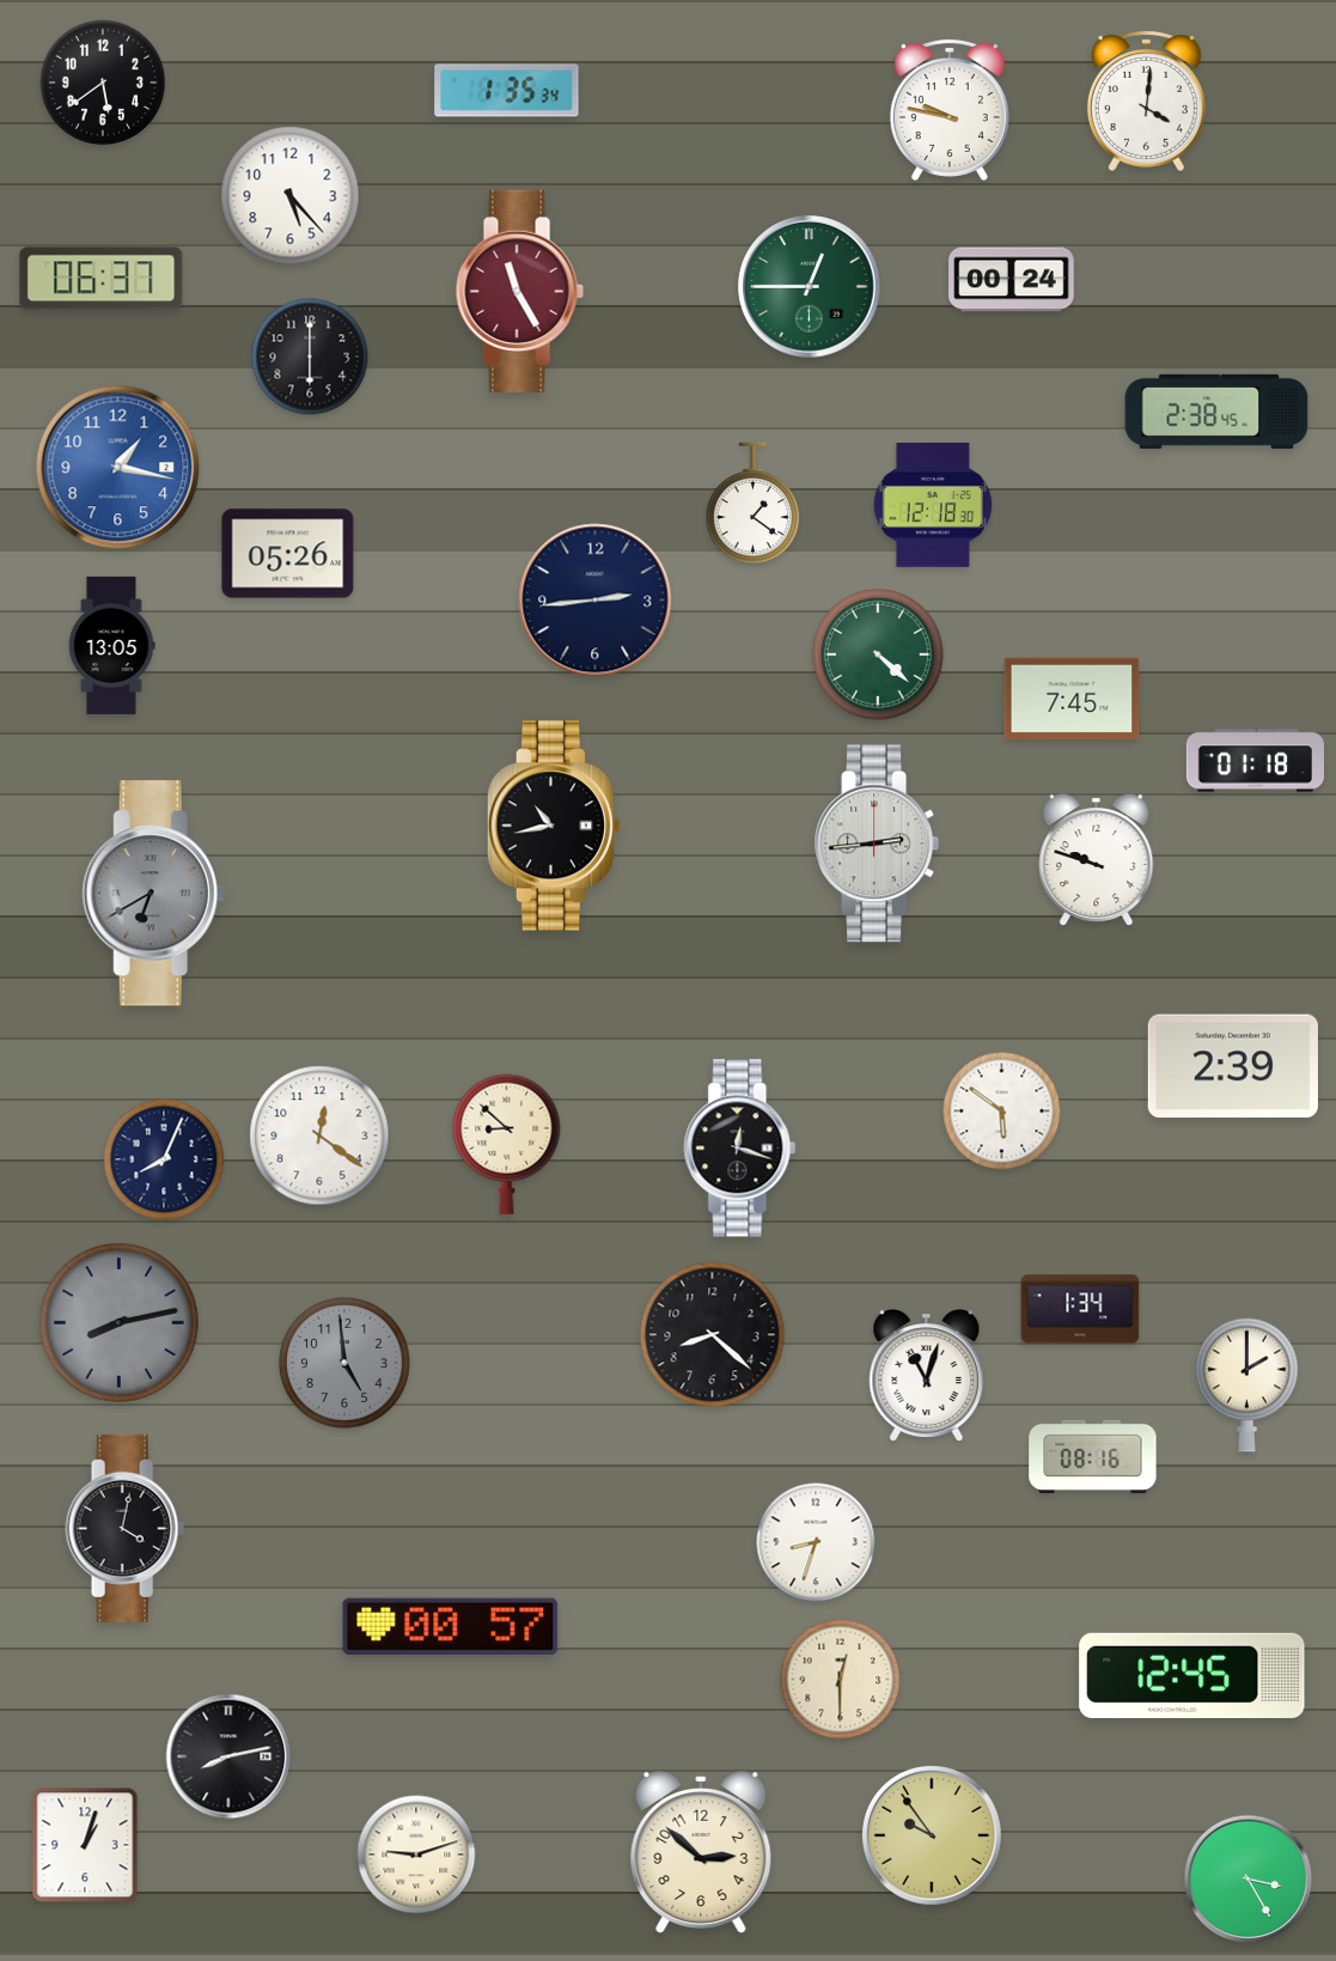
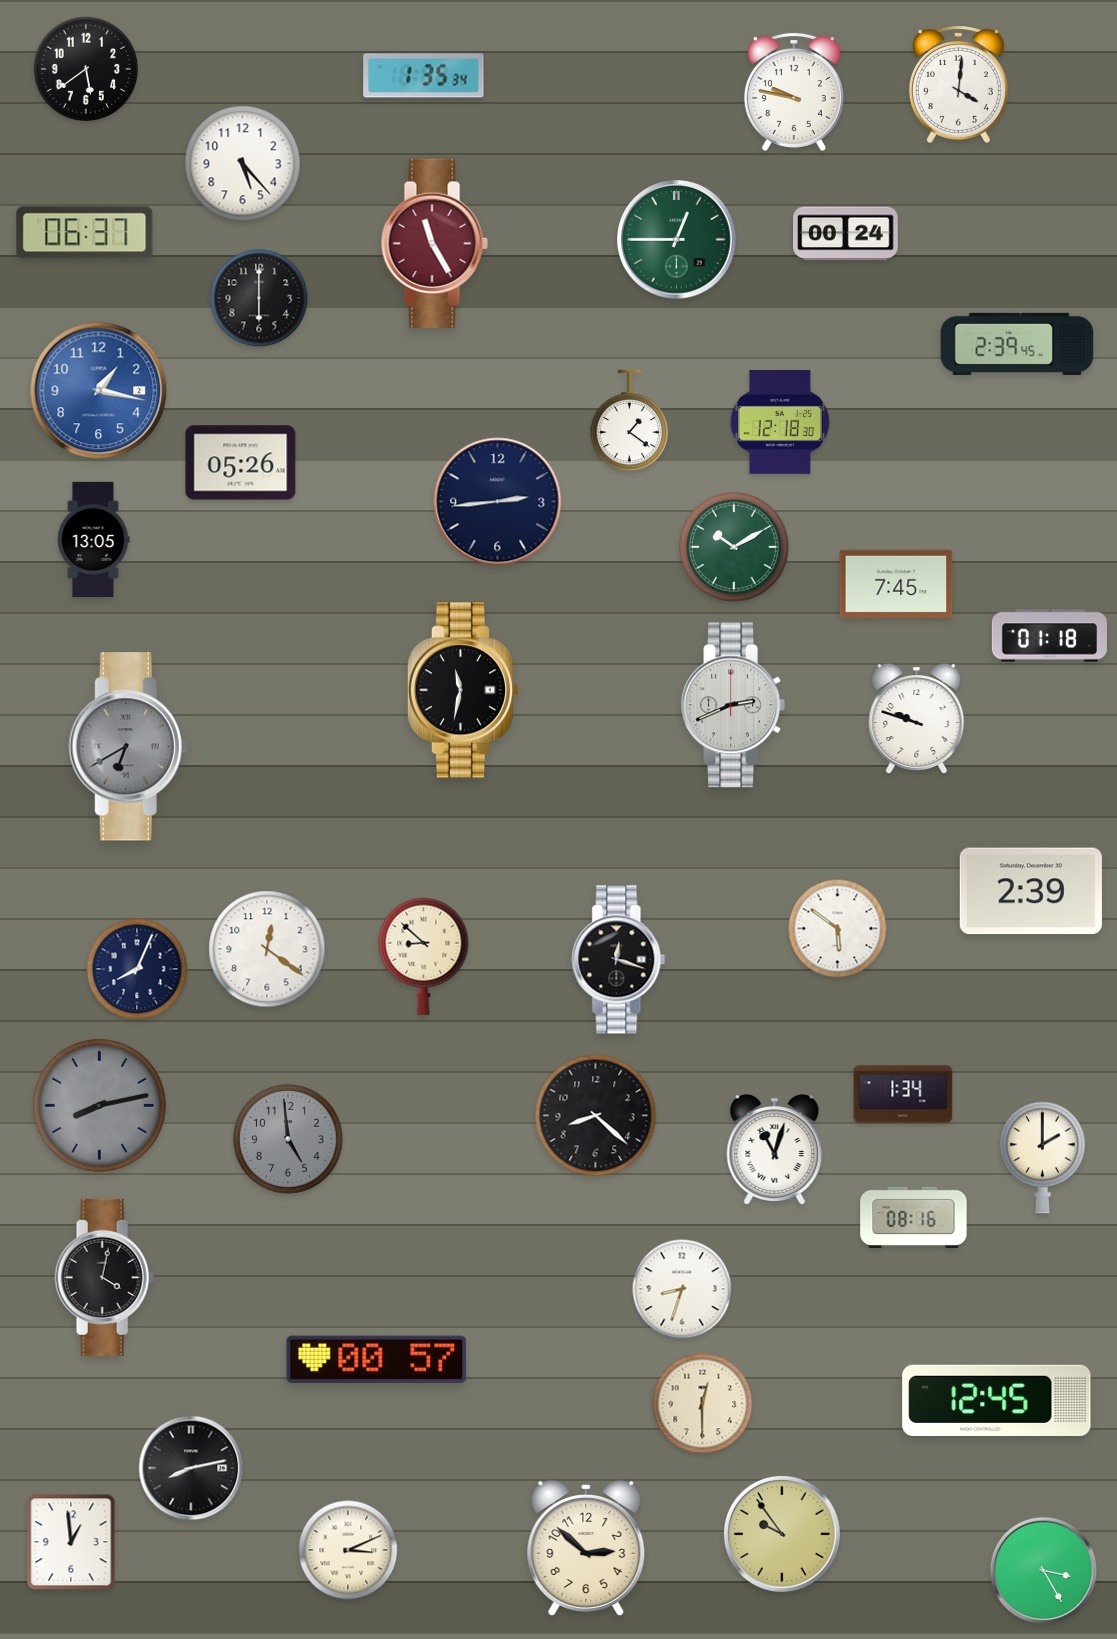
clock at (1216, 412): 2:38 -> 2:39
clock at (878, 654): 4:22 -> 10:10
clock at (554, 826): 10:43 -> 11:32
clock at (877, 844): 2:44 -> 2:41
clock at (932, 1835) position: (932, 1835) -> (782, 1534)
clock at (85, 1845): 1:03 -> 12:59
clock at (416, 1855): 9:12 -> 3:11
